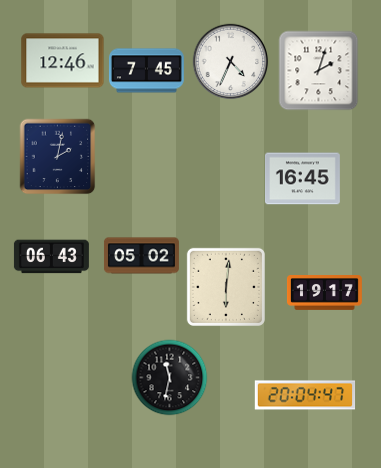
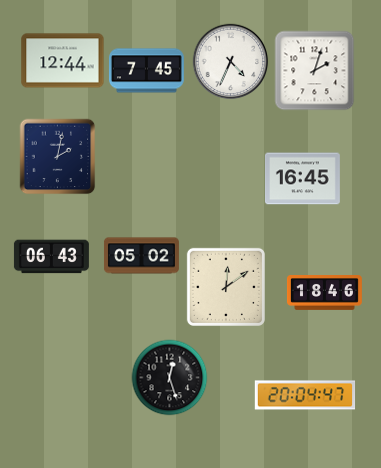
clock at (63, 61): 12:46 -> 12:44
clock at (319, 71) position: (319, 71) -> (315, 71)
clock at (226, 287): 6:01 -> 12:09
clock at (324, 293): 19:17 -> 18:46
clock at (170, 378): 11:32 -> 12:27
